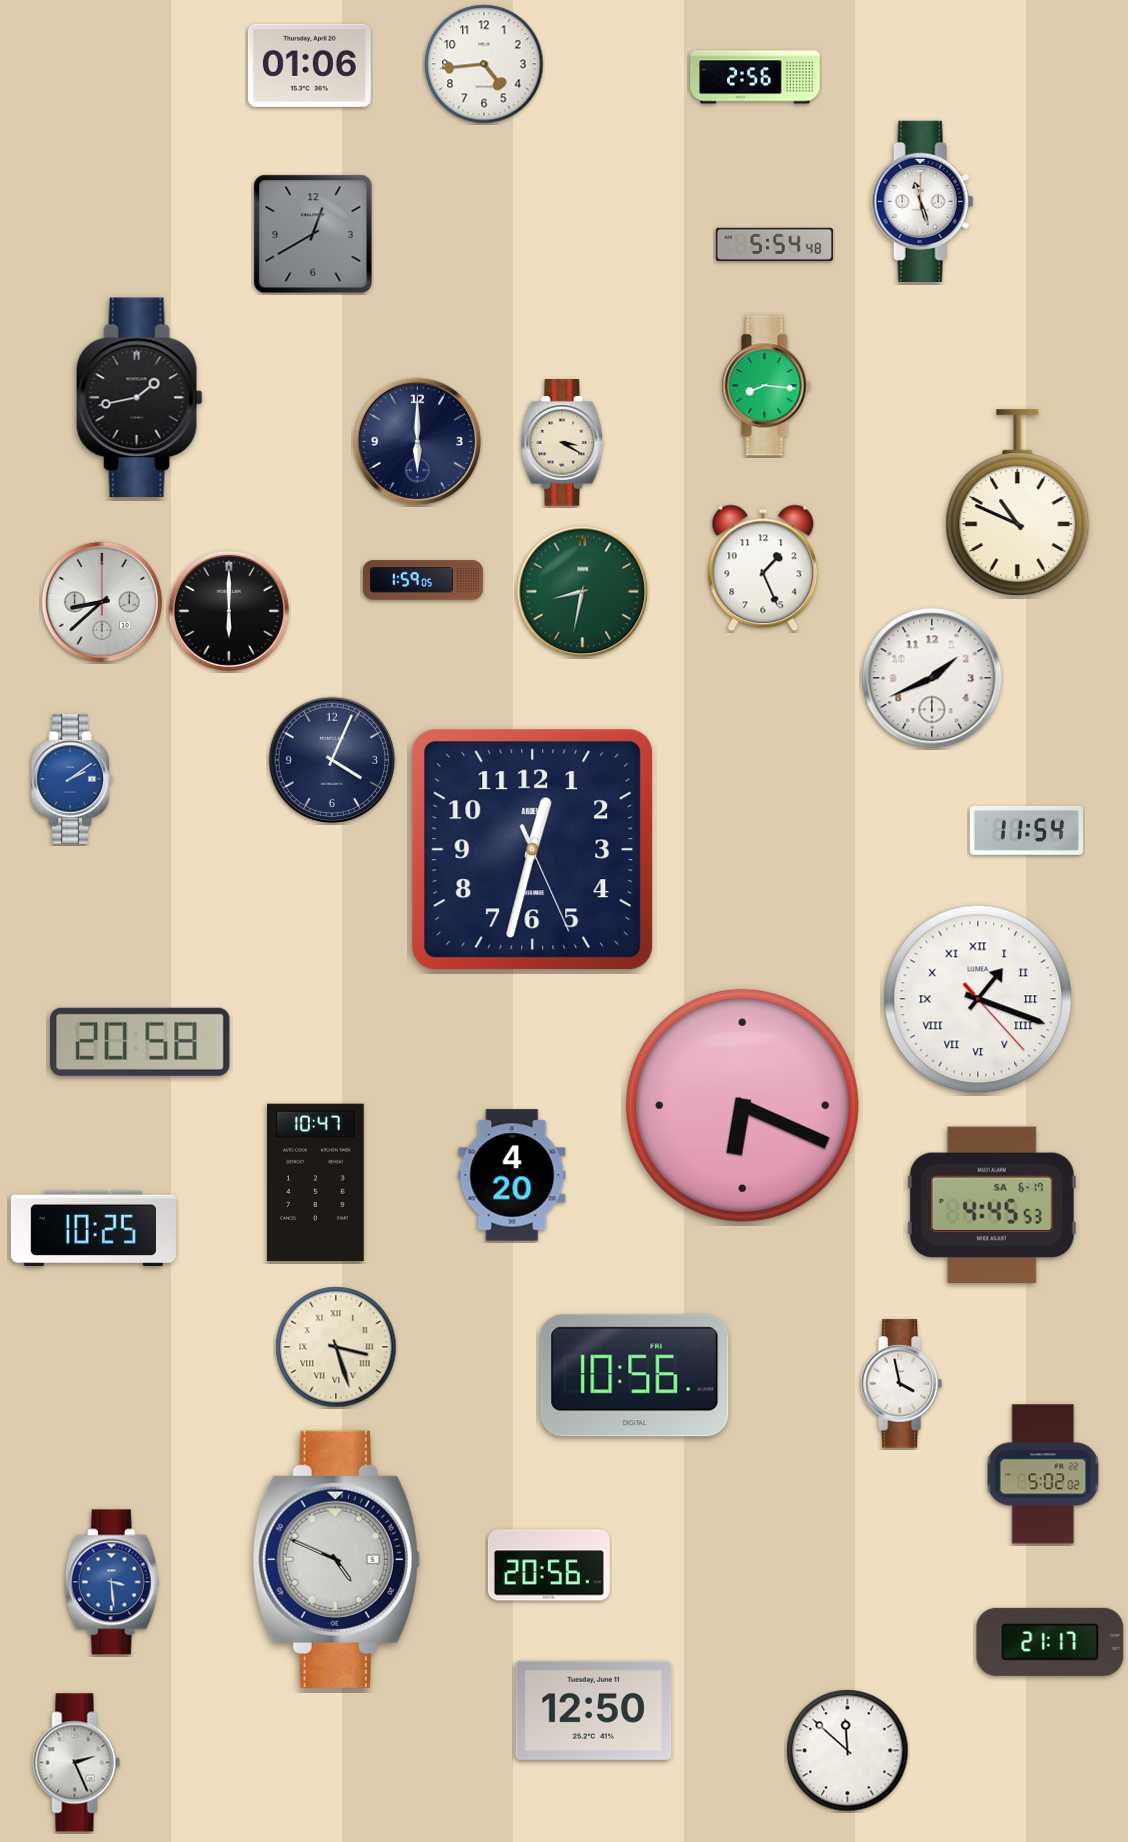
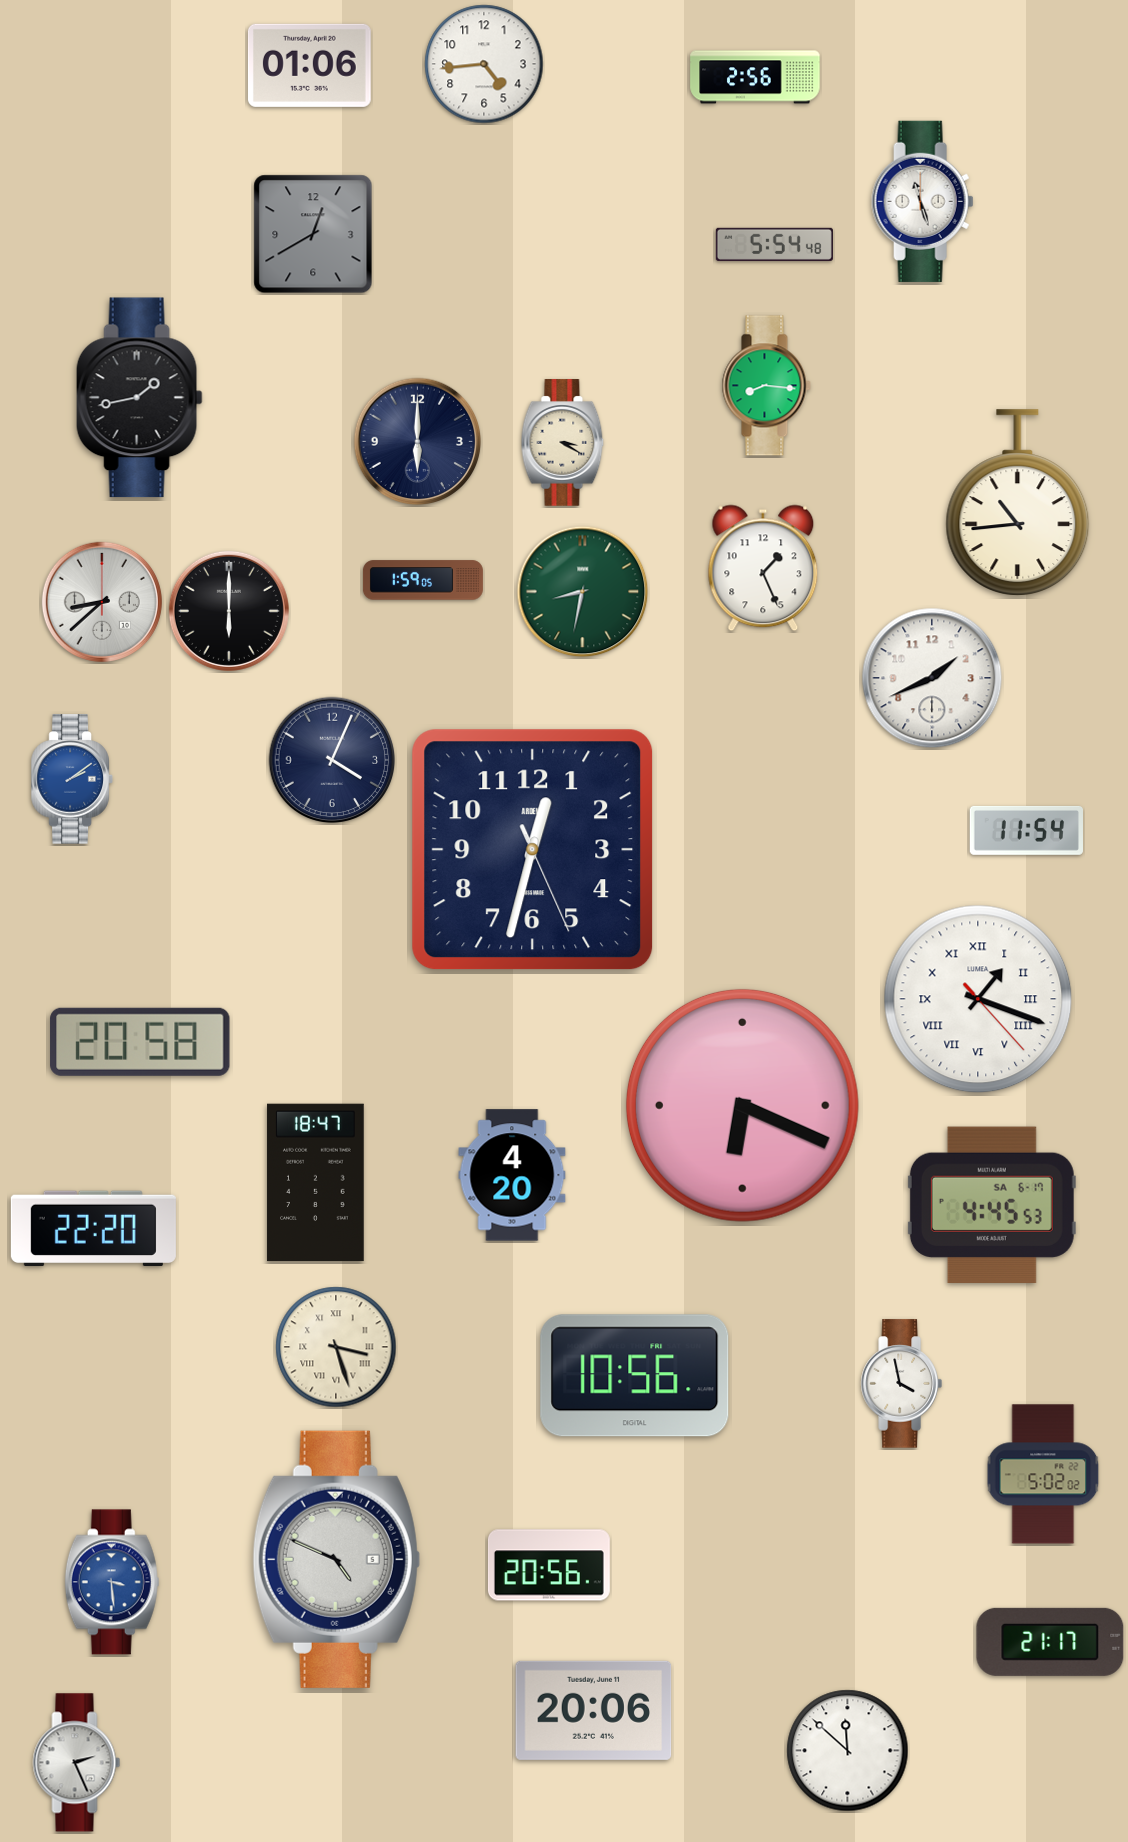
clock at (1018, 503): 10:49 -> 10:44
clock at (316, 1183): 10:47 -> 18:47
clock at (93, 1229): 10:25 -> 22:20
clock at (594, 1710): 12:50 -> 20:06
